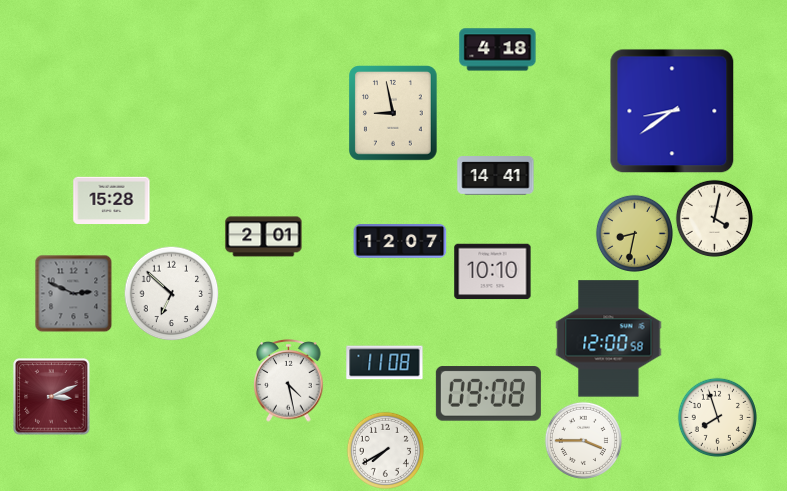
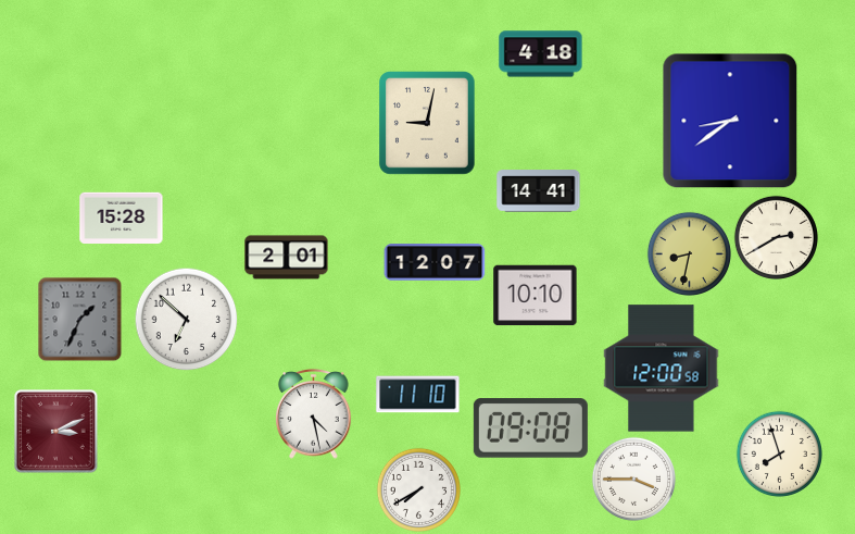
clock at (394, 114): 8:58 -> 9:02
clock at (714, 218): 4:02 -> 2:40
clock at (73, 293): 2:49 -> 1:34
clock at (385, 363): 11:08 -> 11:10
